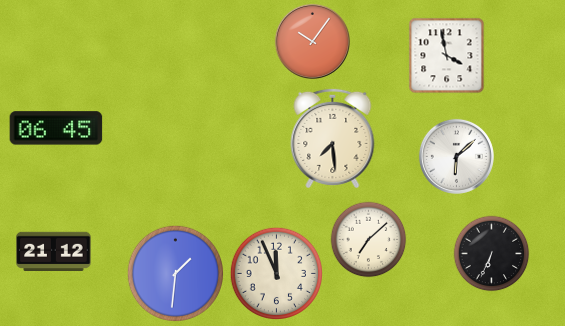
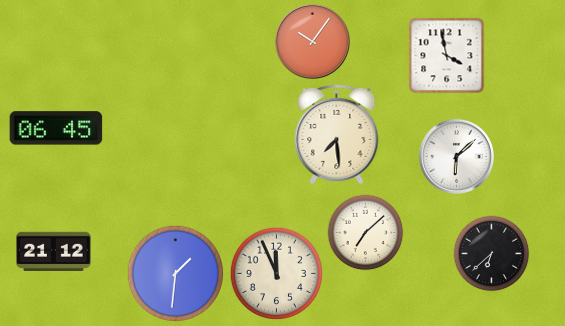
clock at (333, 138) position: (333, 138) -> (337, 134)
clock at (369, 240) position: (369, 240) -> (366, 233)
clock at (492, 254): 6:34 -> 6:38
